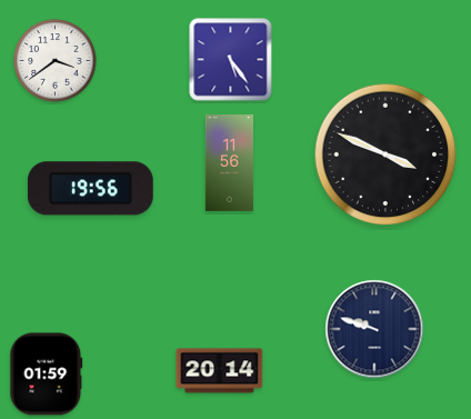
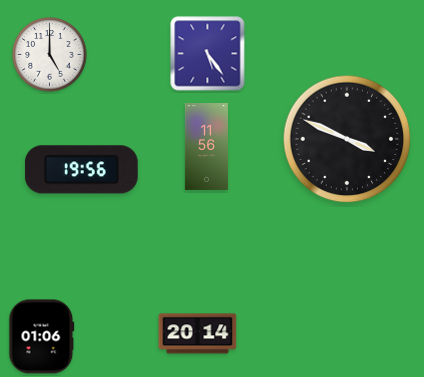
clock at (56, 61): 3:39 -> 5:00
clock at (374, 329): 9:48 -> none
clock at (47, 375): 01:59 -> 01:06
